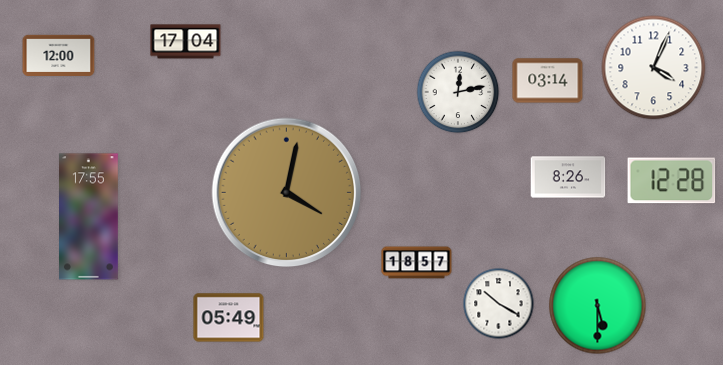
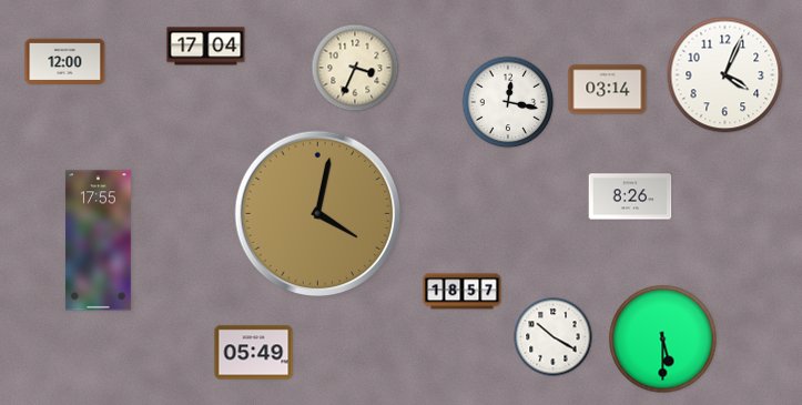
clock at (355, 68): none -> 3:34
clock at (458, 92): 12:13 -> 12:17
clock at (672, 181): 12:28 -> none
